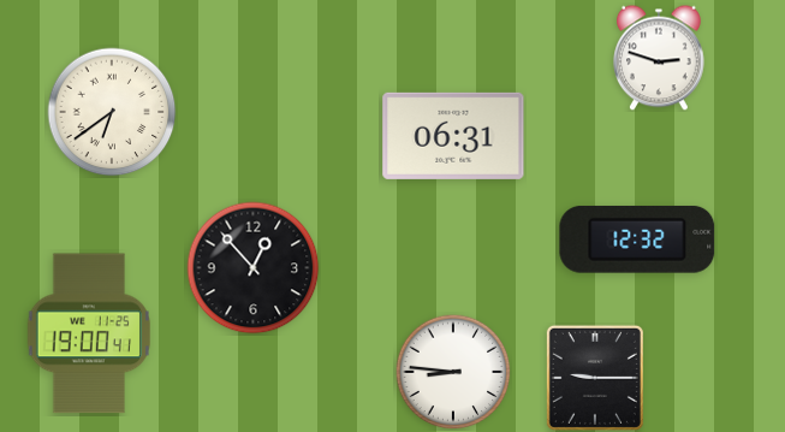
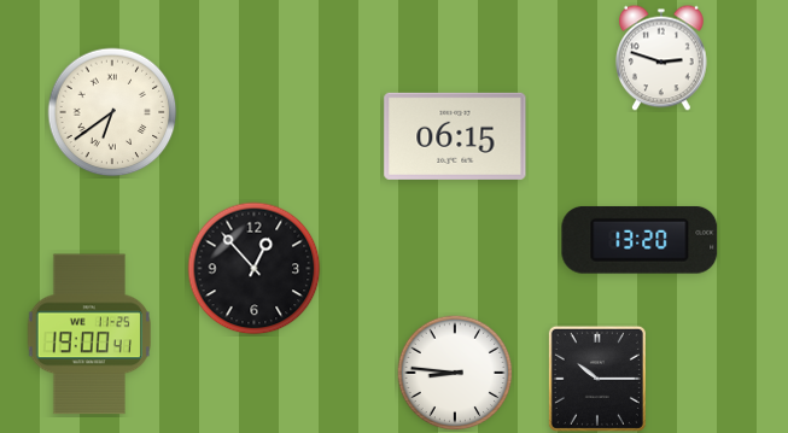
clock at (453, 136): 06:31 -> 06:15
clock at (637, 239): 12:32 -> 13:20
clock at (595, 378): 9:15 -> 10:15
